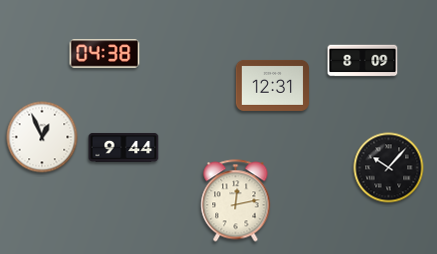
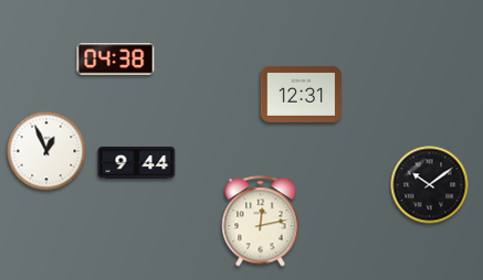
clock at (363, 61): 8:09 -> none
clock at (389, 168): 10:07 -> 10:09
